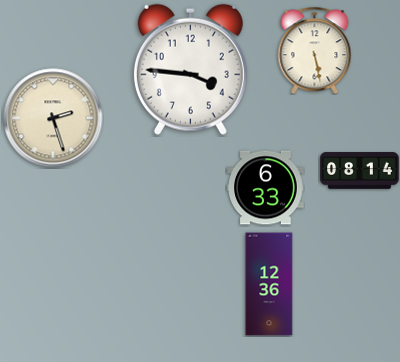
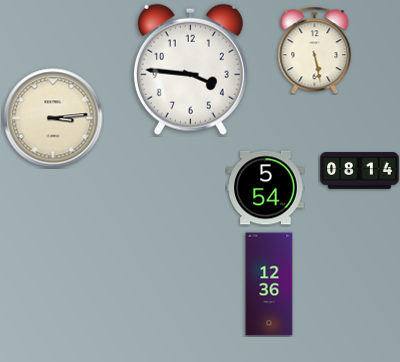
clock at (53, 118): 2:27 -> 3:14
clock at (266, 188): 6:33 -> 5:54
